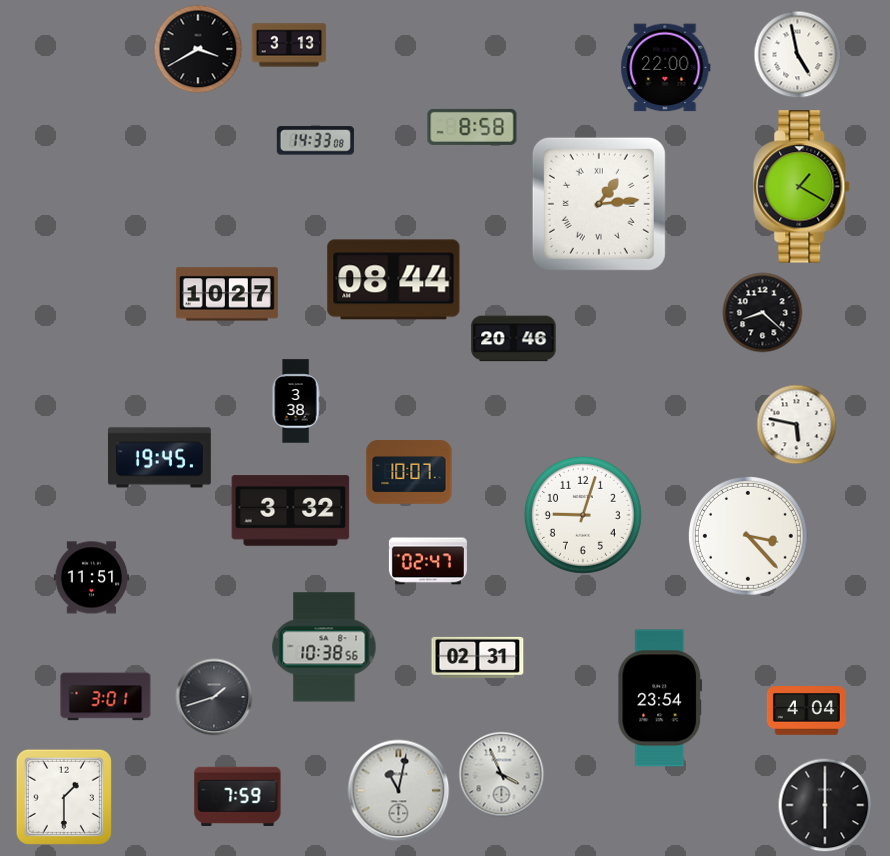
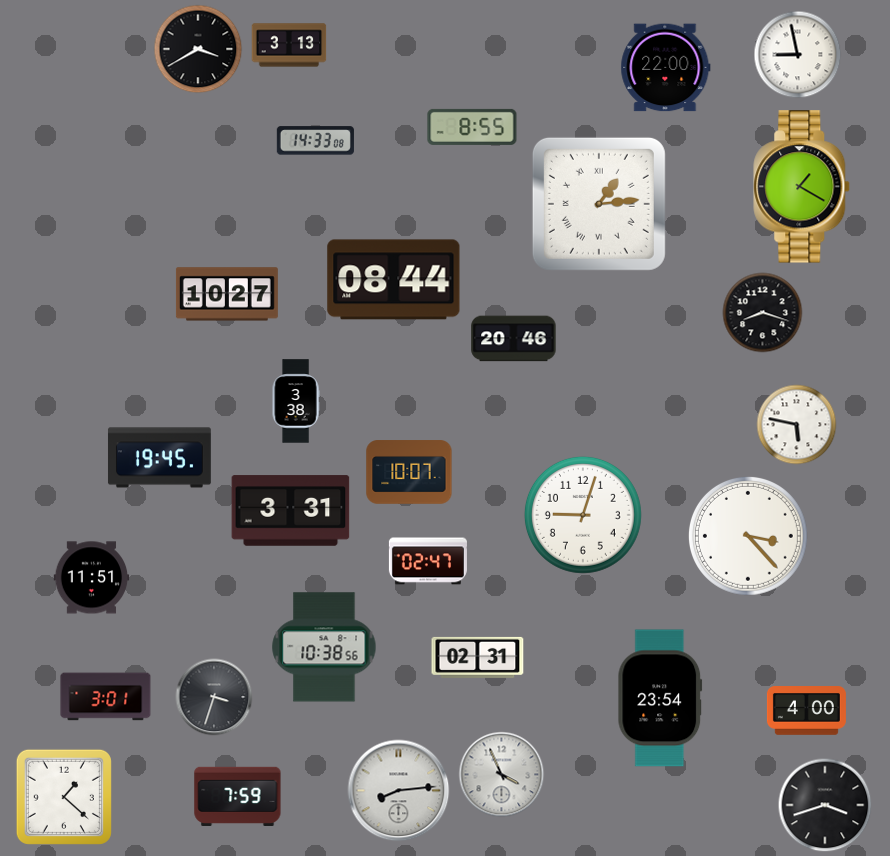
clock at (798, 55): 4:58 -> 8:58
clock at (472, 127): 8:58 -> 8:55
clock at (763, 313): 8:22 -> 8:18
clock at (291, 511): 3:32 -> 3:31
clock at (214, 697): 1:42 -> 3:33
clock at (806, 711): 4:04 -> 4:00
clock at (399, 791): 11:02 -> 8:14
clock at (64, 797): 1:30 -> 1:22
clock at (825, 805): 6:00 -> 3:42
